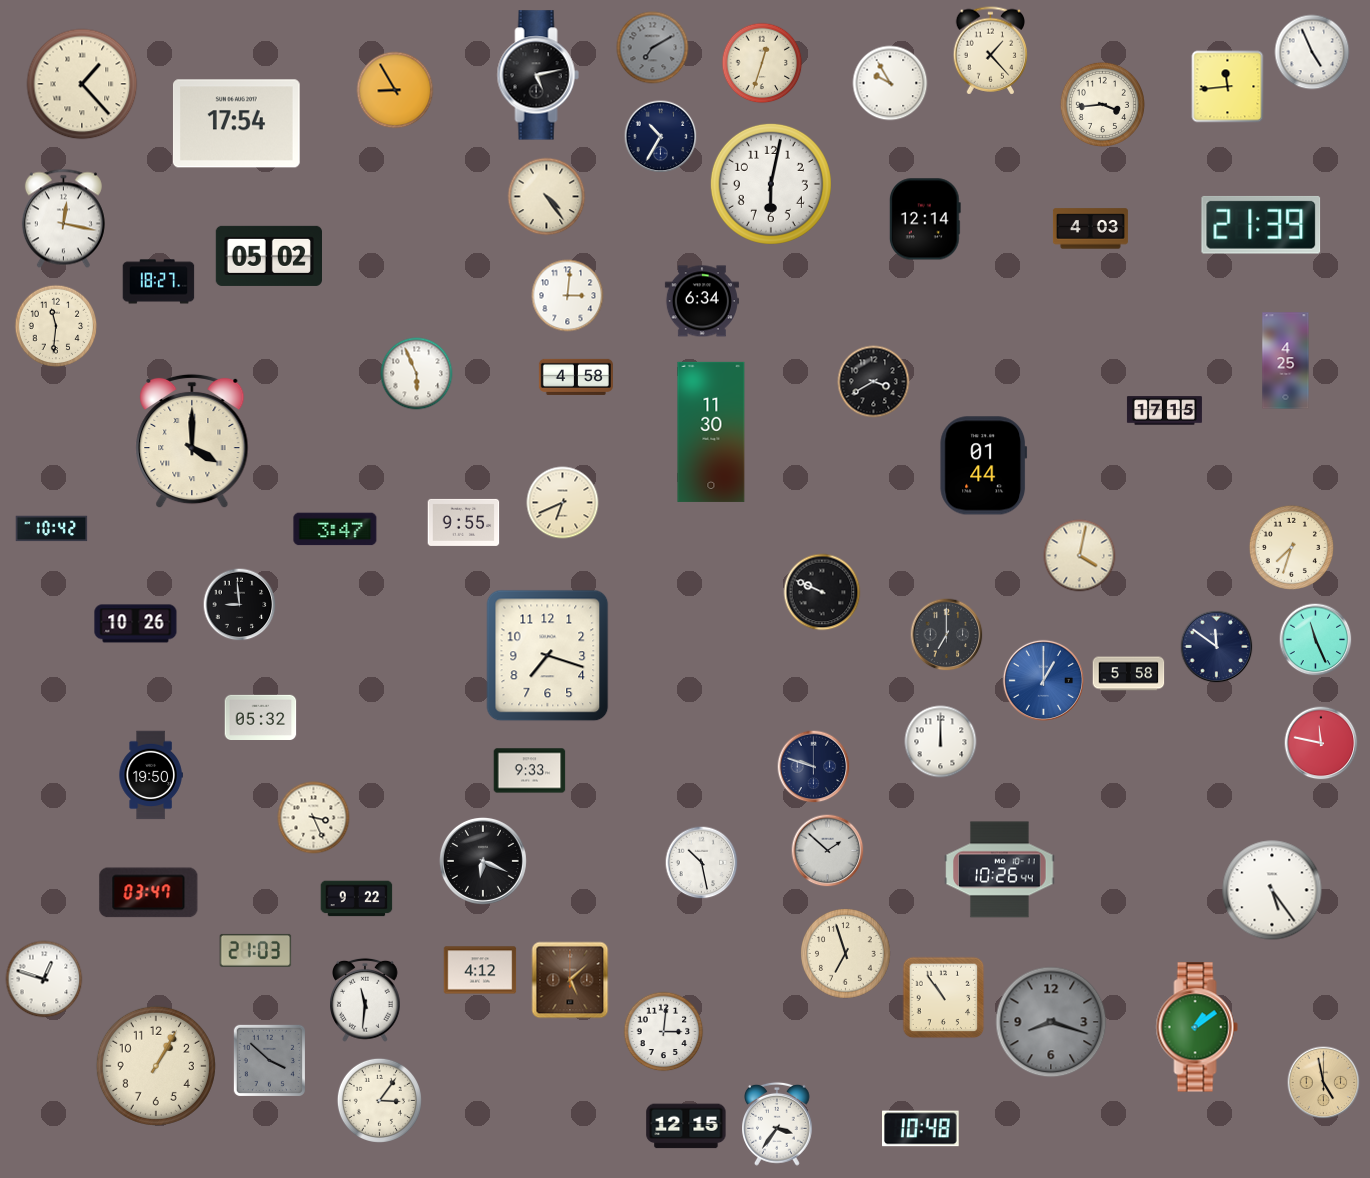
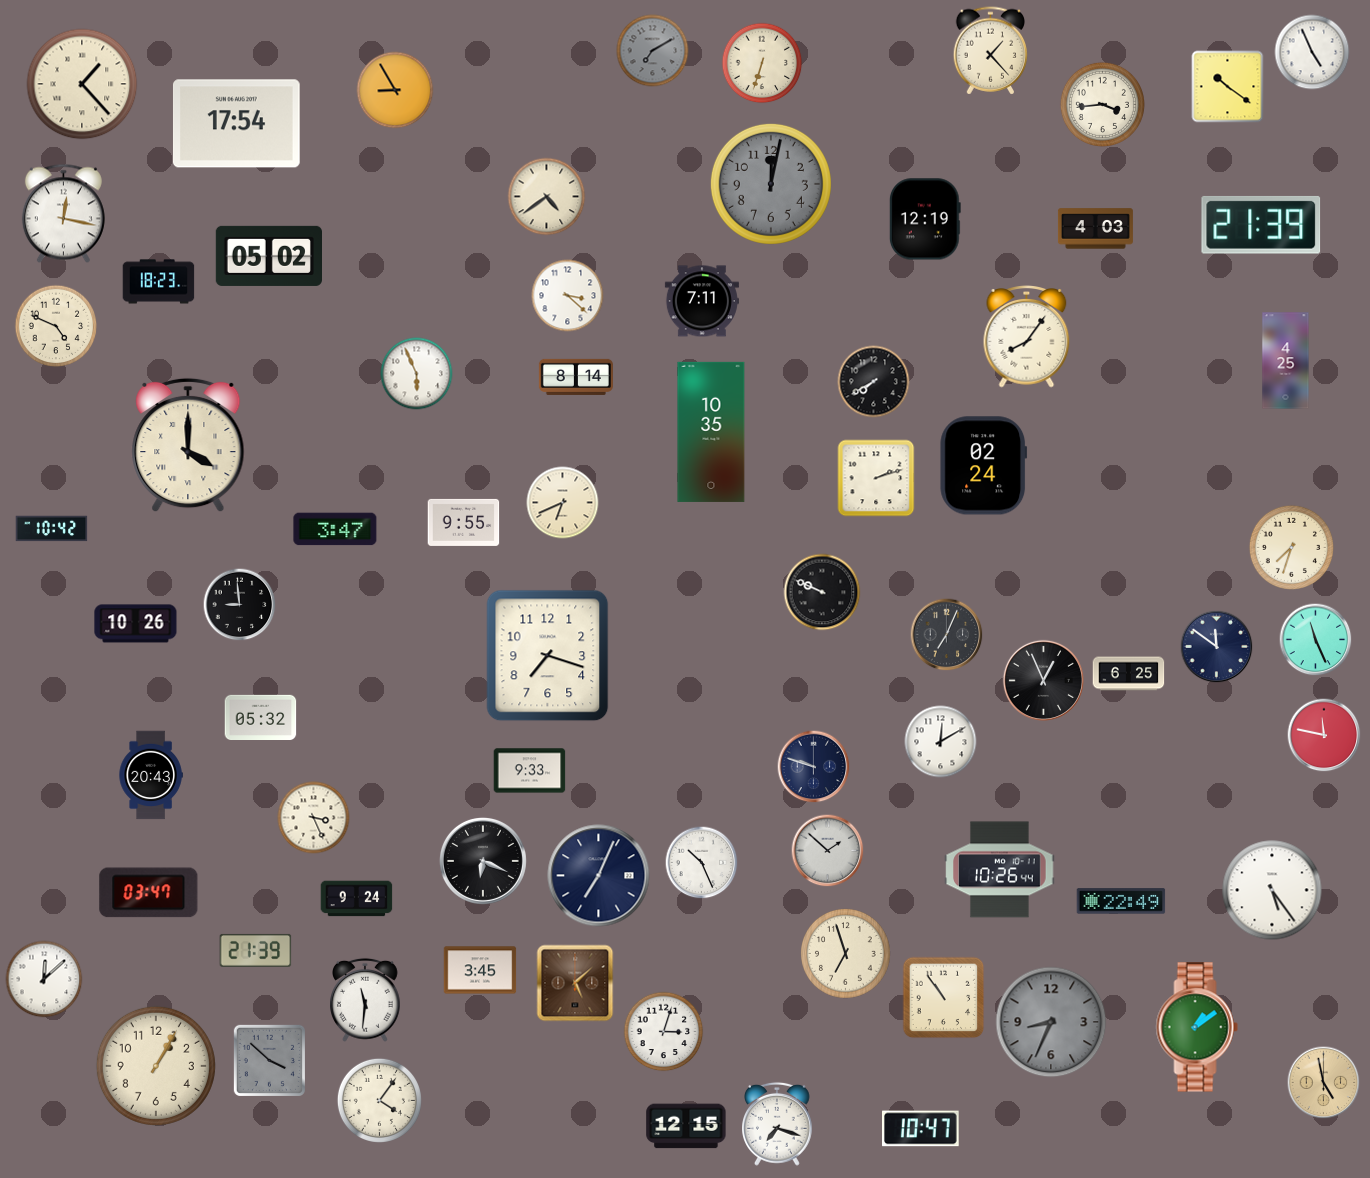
clock at (653, 48) position: (653, 48) -> (653, 51)
clock at (762, 63): 12:33 -> 6:33
clock at (538, 75): 5:13 -> none
clock at (890, 83): 9:55 -> none
clock at (1228, 87): 11:44 -> 10:21
clock at (661, 137): 10:35 -> none
clock at (771, 184): 6:02 -> 12:02
clock at (771, 184) dial: white -> grey
clock at (547, 197): 4:24 -> 4:39
clock at (63, 219) position: (63, 219) -> (63, 214)
clock at (925, 219): 12:14 -> 12:19
clock at (1090, 229) position: (1090, 229) -> (1095, 229)
clock at (159, 282): 18:27 -> 18:23
clock at (568, 296): 3:01 -> 3:22
clock at (702, 301): 6:34 -> 7:11
clock at (56, 326): 11:31 -> 4:49
clock at (1027, 337): none -> 8:06
clock at (576, 377): 4:58 -> 8:14
clock at (874, 382): 3:40 -> 7:40
clock at (1164, 411): 17:15 -> none
clock at (711, 432): 11:30 -> 10:35
clock at (192, 441) position: (192, 441) -> (188, 445)
clock at (984, 466): 01:44 -> 02:24
clock at (876, 478): none -> 2:12
clock at (1080, 556): 4:02 -> none
clock at (947, 635): 7:00 -> 7:04
clock at (1129, 674): 5:58 -> 6:25
clock at (1043, 680): 1:00 -> 12:56
clock at (1043, 680) dial: blue -> black
clock at (941, 742): 12:00 -> 12:10
clock at (1321, 743) position: (1321, 743) -> (1324, 735)
clock at (151, 775): 19:50 -> 20:43
clock at (702, 863): 10:28 -> 10:26
clock at (599, 876): none -> 7:04
clock at (357, 899): 9:22 -> 9:24
clock at (1121, 901): none -> 22:49
clock at (256, 950): 21:03 -> 21:39
clock at (480, 970): 4:12 -> 3:45
clock at (44, 979): 12:48 -> 12:08
clock at (570, 980) position: (570, 980) -> (575, 983)
clock at (1051, 1022): 8:18 -> 8:34
clock at (664, 1032): 3:01 -> 3:03
clock at (379, 1100): 3:06 -> 4:06
clock at (778, 1124): 3:36 -> 7:18
clock at (921, 1129): 10:48 -> 10:47
